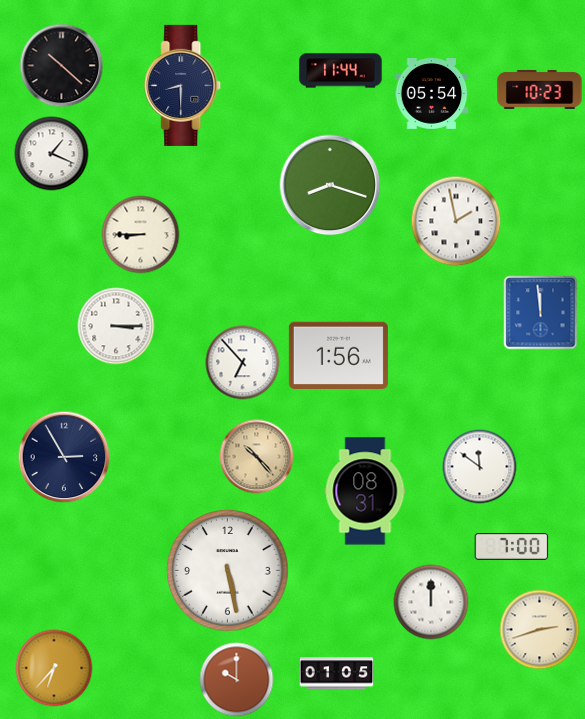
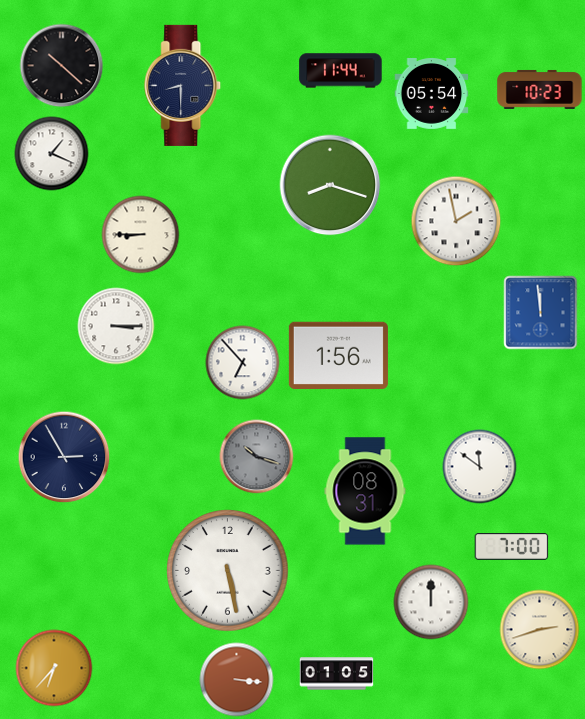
clock at (257, 457): 10:23 -> 10:18
clock at (257, 457) dial: champagne -> grey
clock at (237, 680): 10:00 -> 3:16
